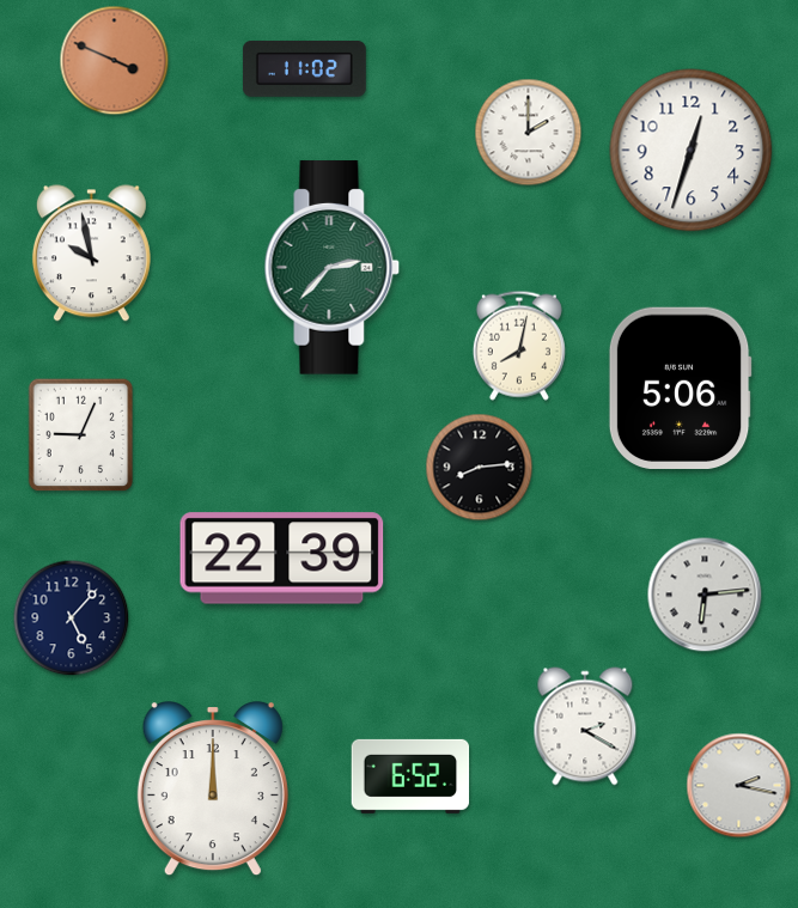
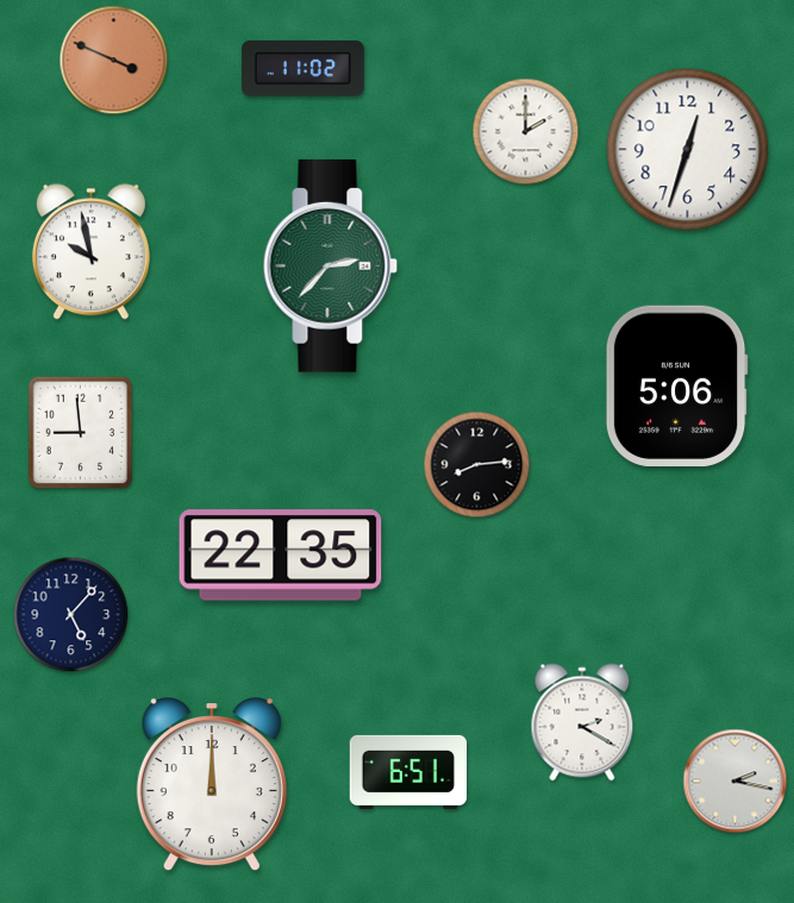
clock at (519, 346): 8:02 -> none
clock at (81, 435): 9:04 -> 8:59
clock at (282, 559): 22:39 -> 22:35
clock at (705, 595): 6:14 -> none
clock at (410, 776): 6:52 -> 6:51
